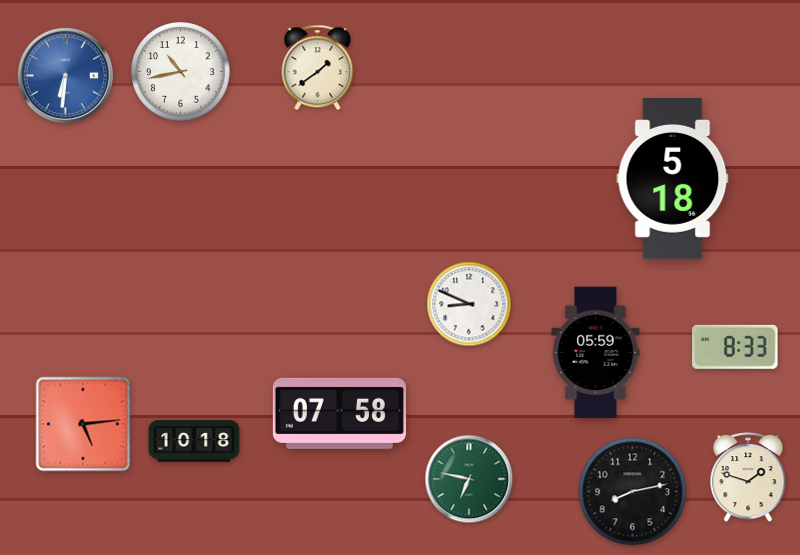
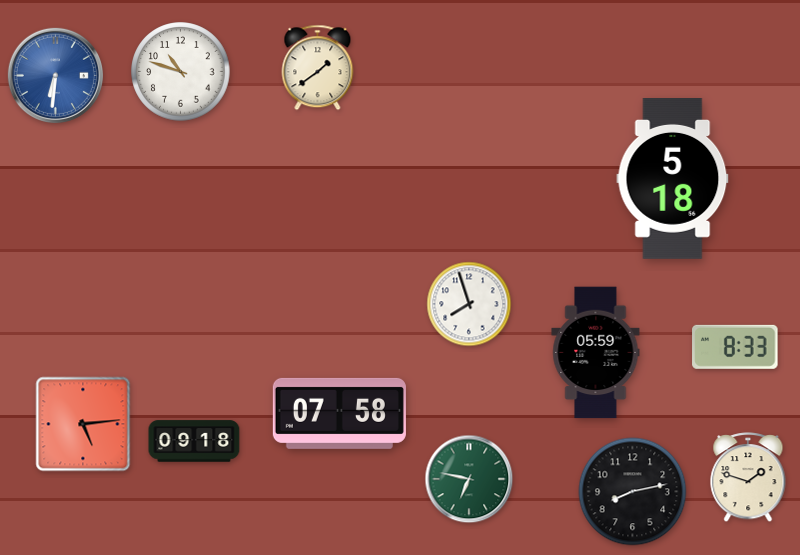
clock at (181, 72): 10:43 -> 10:48
clock at (65, 75) position: (65, 75) -> (55, 75)
clock at (469, 304): 8:49 -> 7:57
clock at (194, 441): 10:18 -> 09:18
